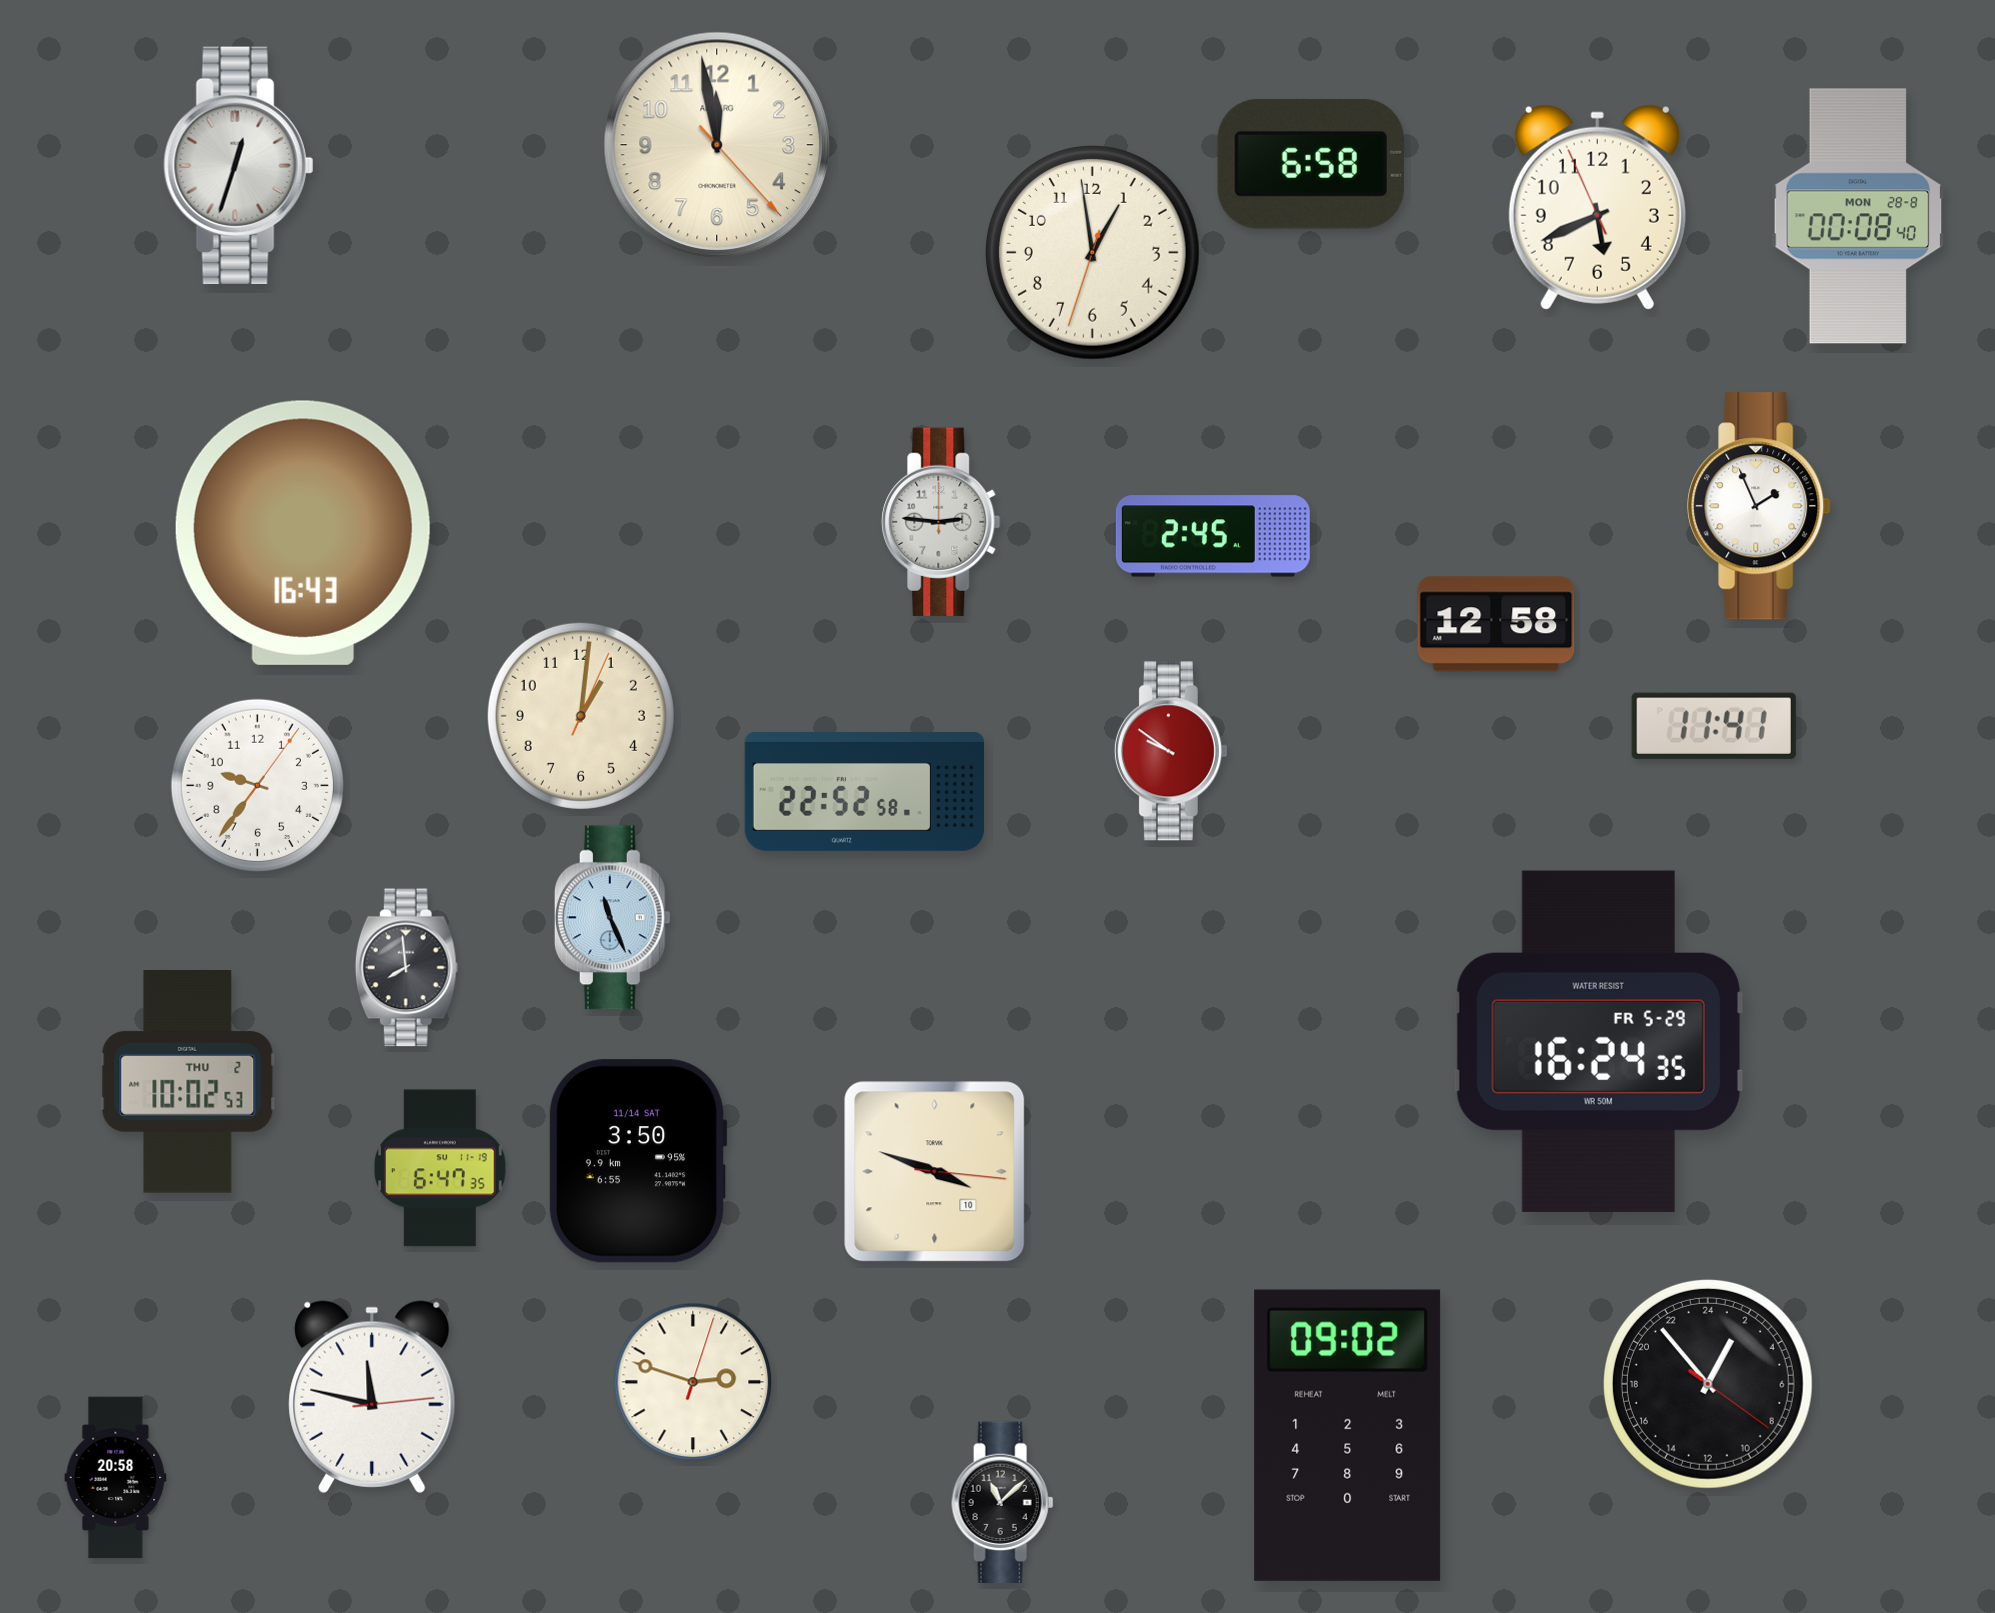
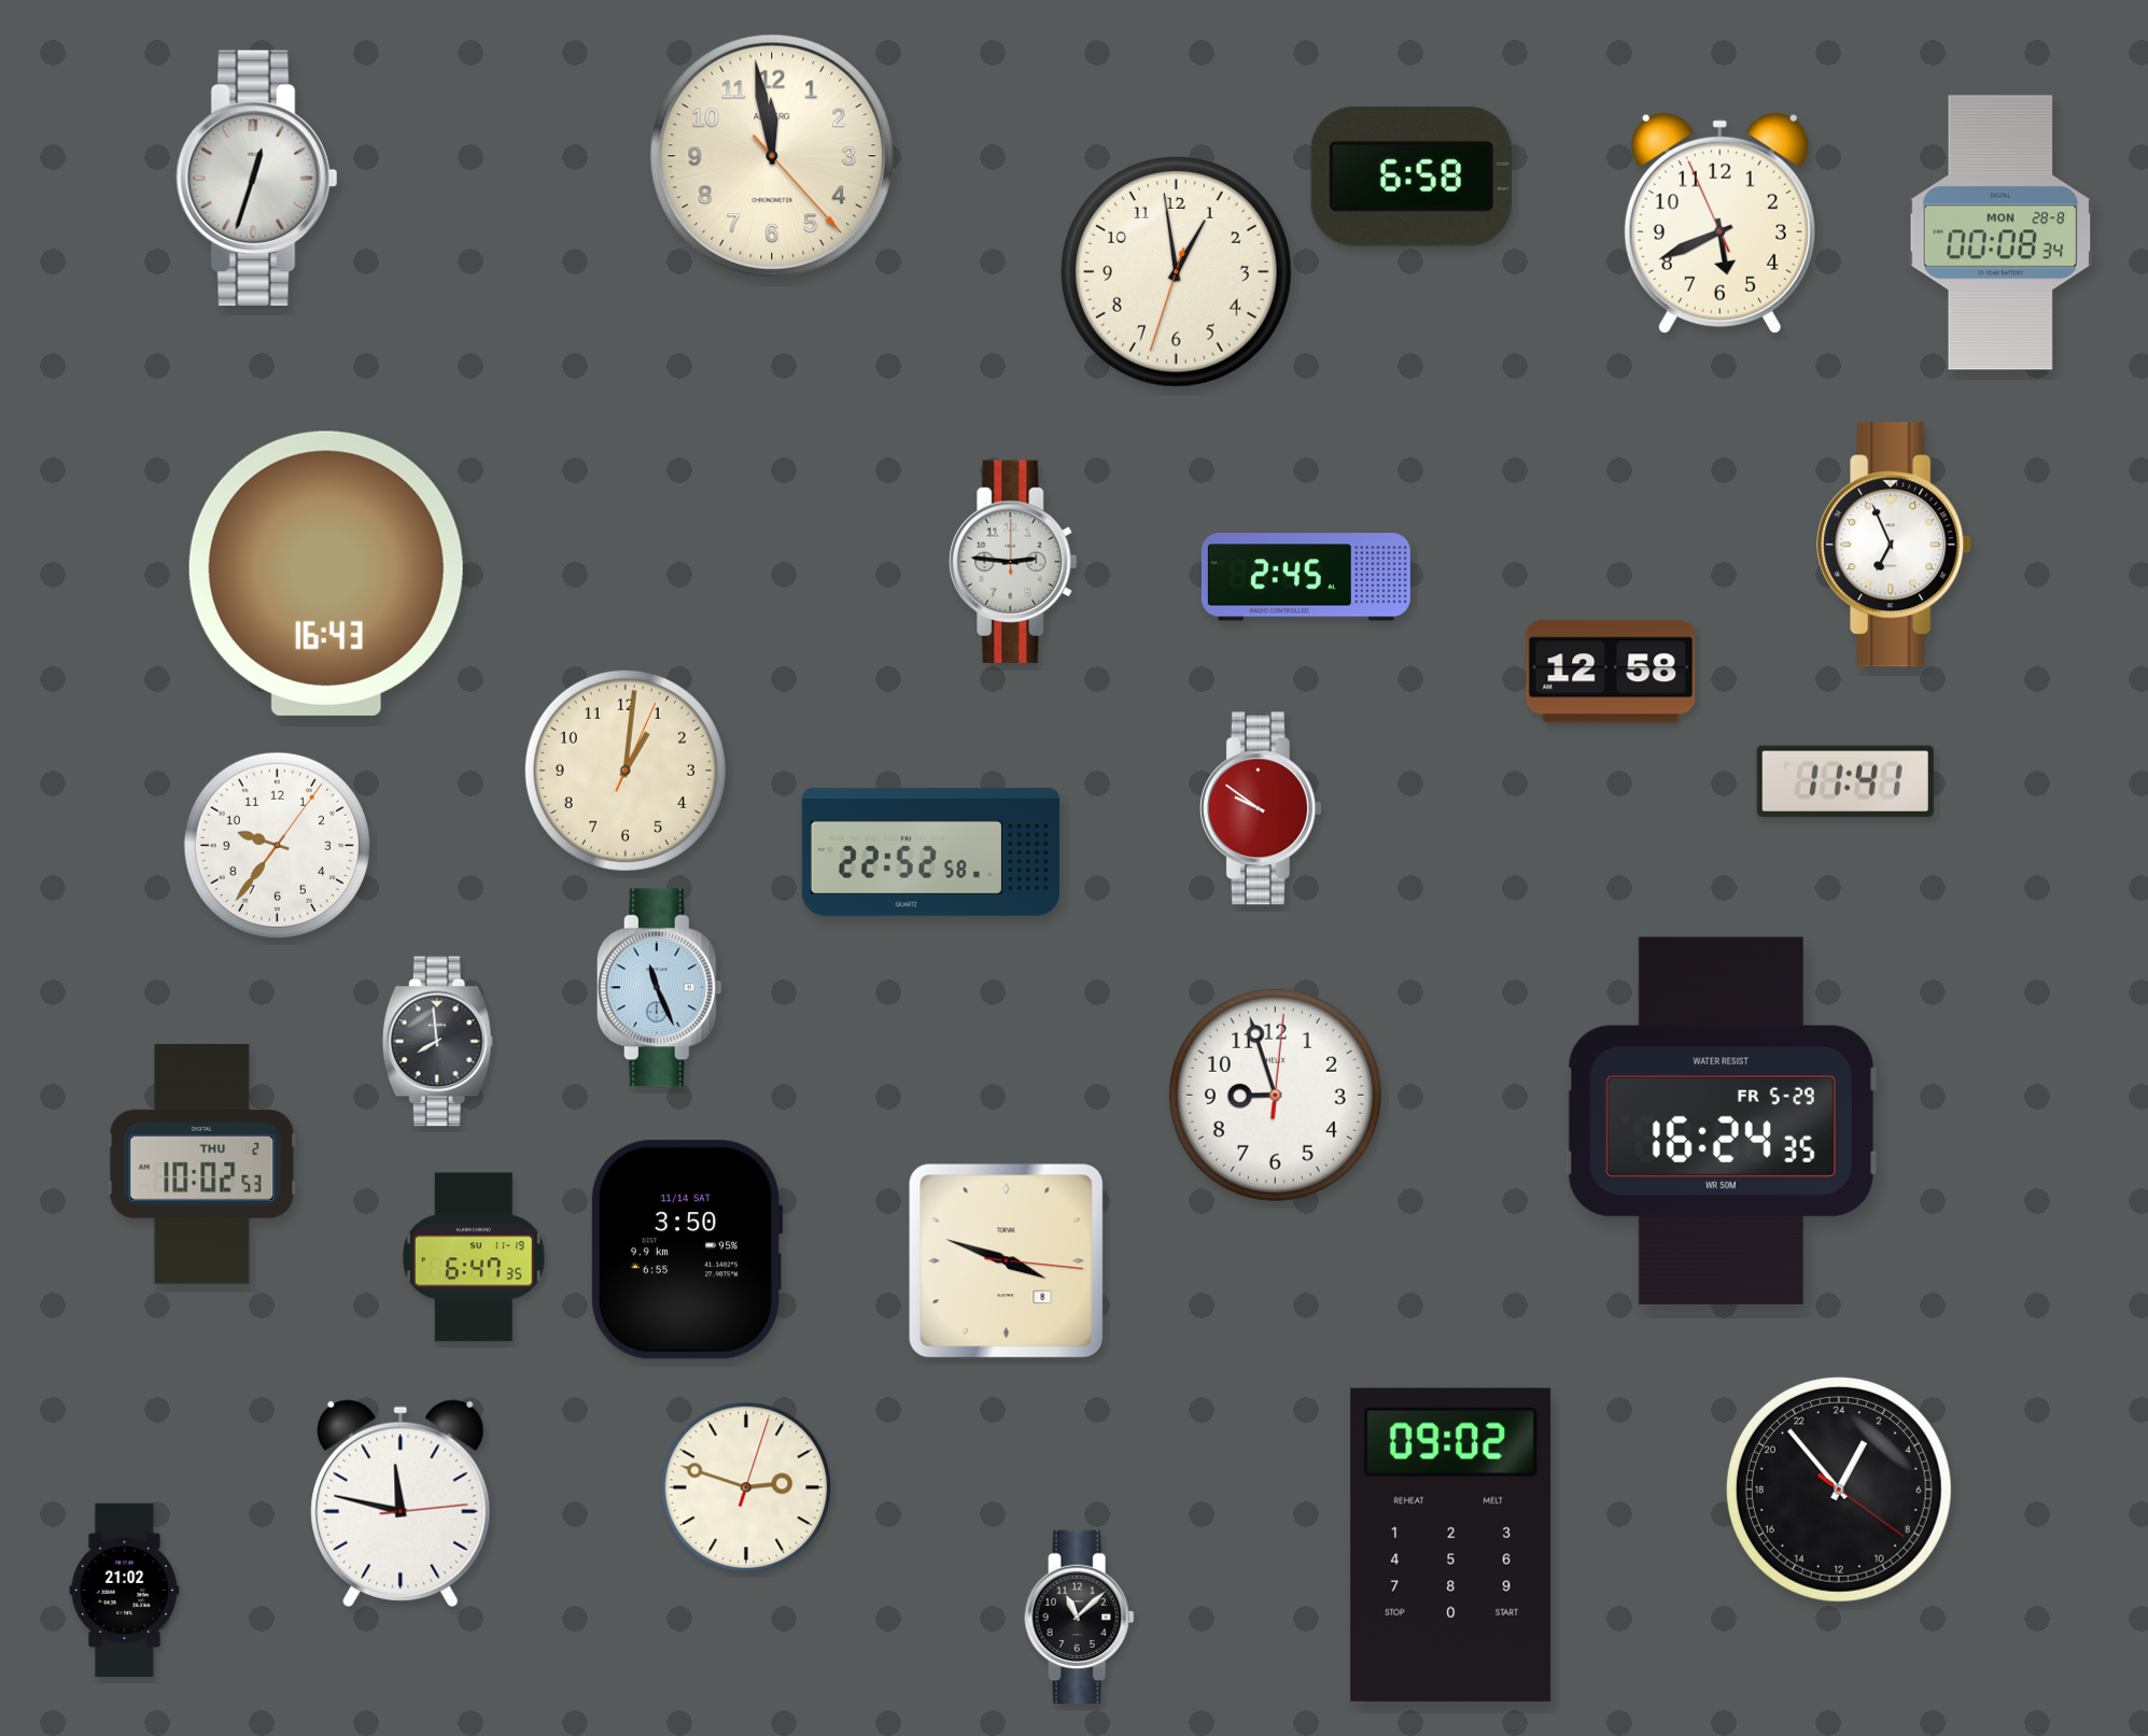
clock at (1858, 216): 00:08:40 -> 00:08:34
clock at (1759, 506): 1:56 -> 6:56
clock at (1275, 1095): none -> 8:57
clock at (935, 1172) date: 10 -> 8
clock at (116, 1478): 20:58 -> 21:02
